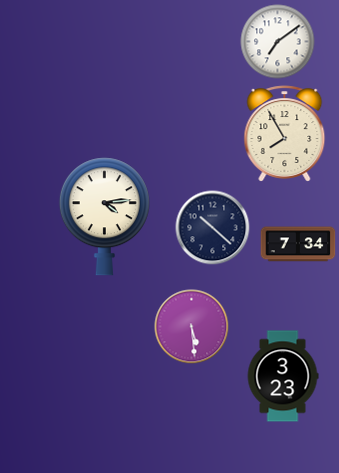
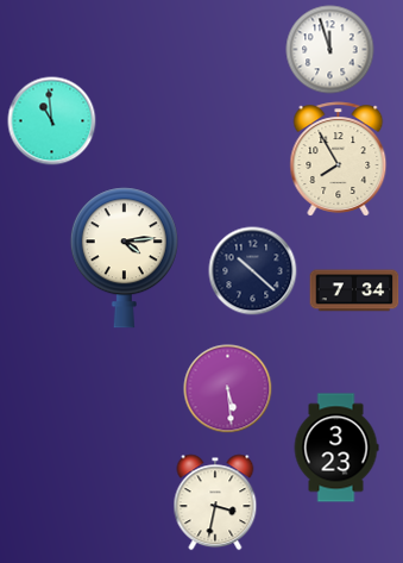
clock at (278, 42): 7:09 -> 11:57
clock at (52, 121): none -> 10:59
clock at (215, 502): none -> 3:32
